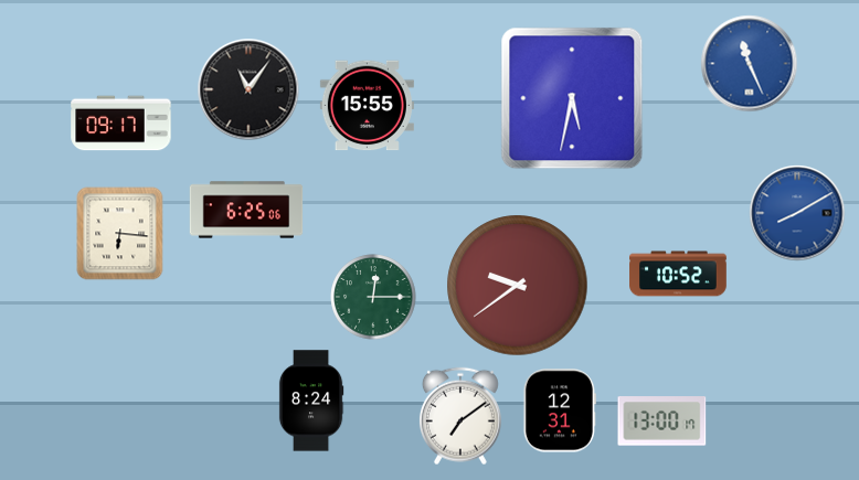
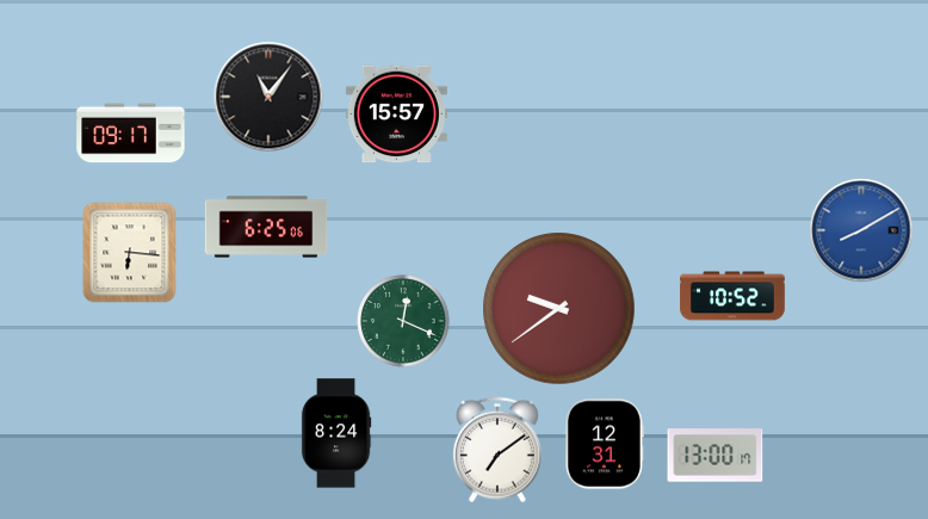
clock at (750, 64): 11:26 -> none
clock at (572, 98): 5:32 -> none
clock at (367, 106): 15:55 -> 15:57
clock at (373, 297): 12:15 -> 12:19
